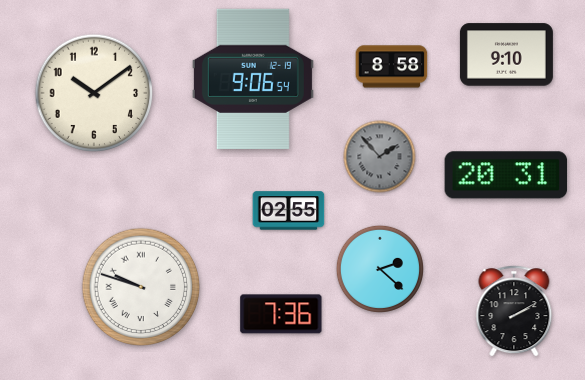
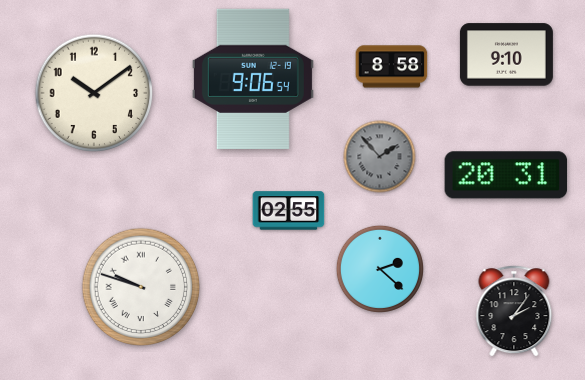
clock at (514, 311): 2:10 -> 2:06
clock at (281, 314): 7:36 -> none
